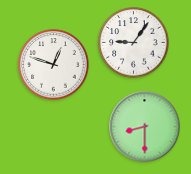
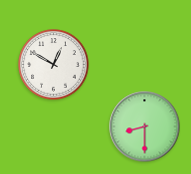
clock at (134, 43): 9:06 -> none
clock at (54, 65): 12:48 -> 12:50
